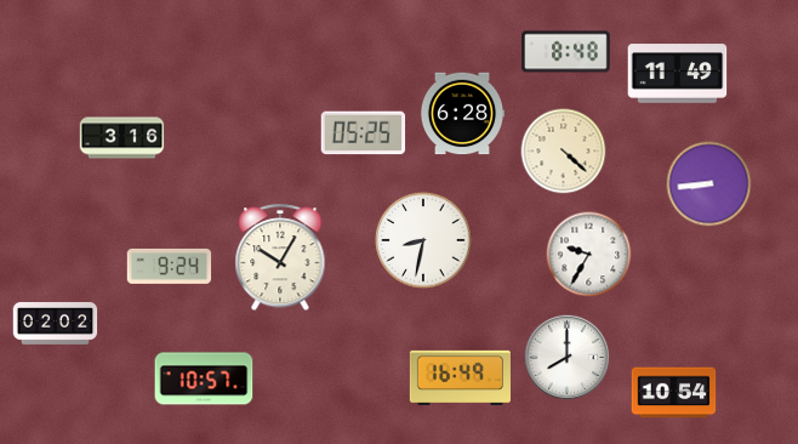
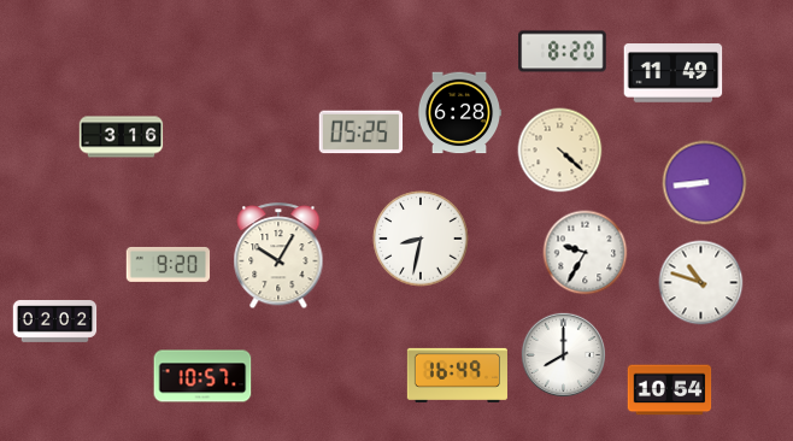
clock at (566, 52): 8:48 -> 8:20
clock at (170, 266): 9:24 -> 9:20
clock at (701, 283): none -> 10:48
